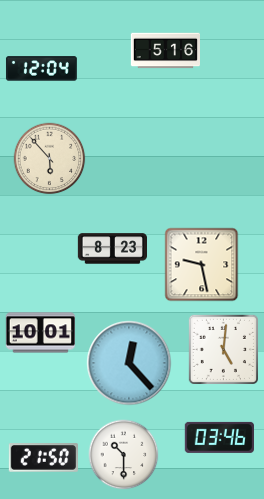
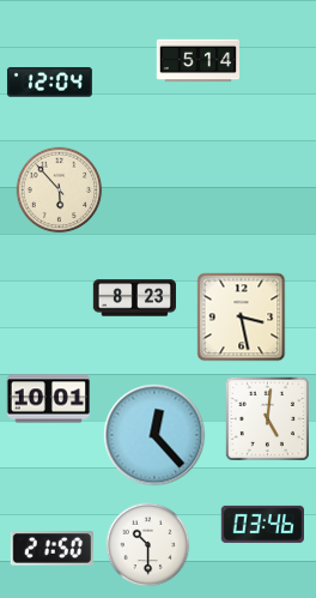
clock at (166, 51): 5:16 -> 5:14
clock at (202, 265): 9:28 -> 3:28
